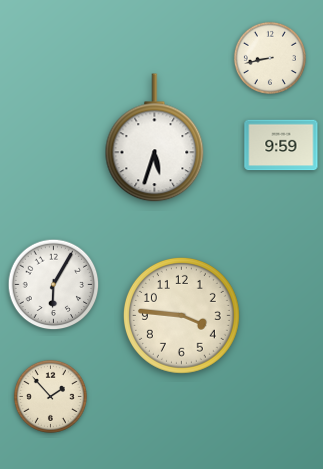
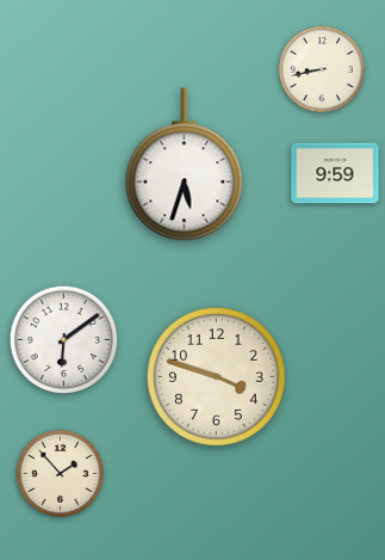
clock at (54, 285): 6:05 -> 6:09
clock at (181, 315): 3:46 -> 3:48
